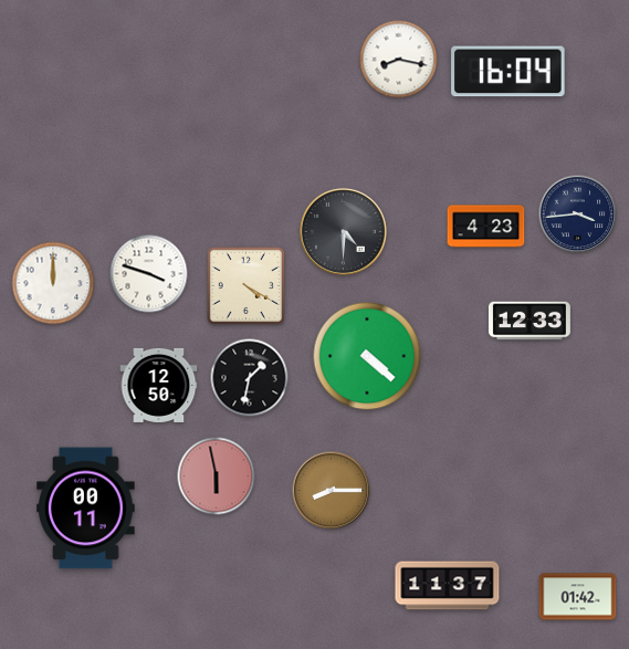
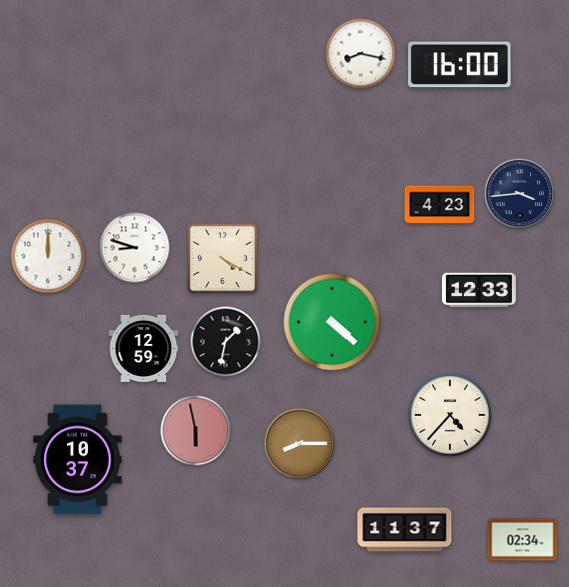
clock at (509, 72): 16:04 -> 16:00
clock at (578, 214) position: (578, 214) -> (520, 194)
clock at (343, 231): 4:30 -> none
clock at (149, 274): 3:48 -> 8:48
clock at (159, 385): 12:50 -> 12:59
clock at (450, 415): none -> 4:37
clock at (86, 509): 00:11 -> 10:37
clock at (578, 597): 01:42 -> 02:34
